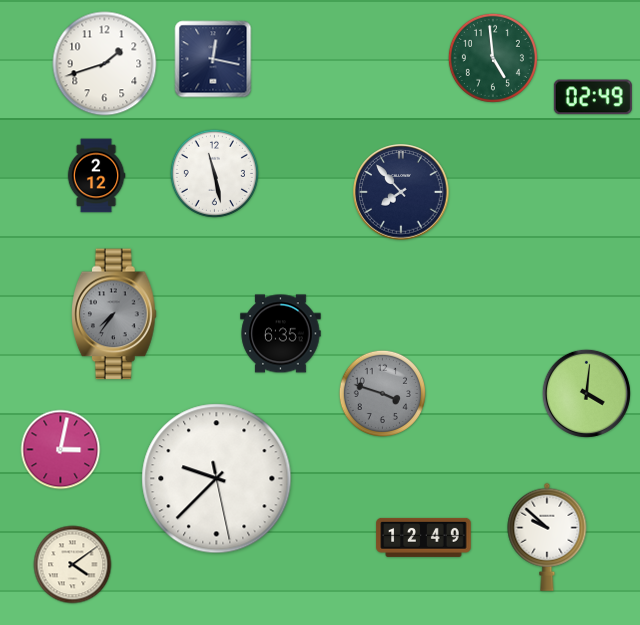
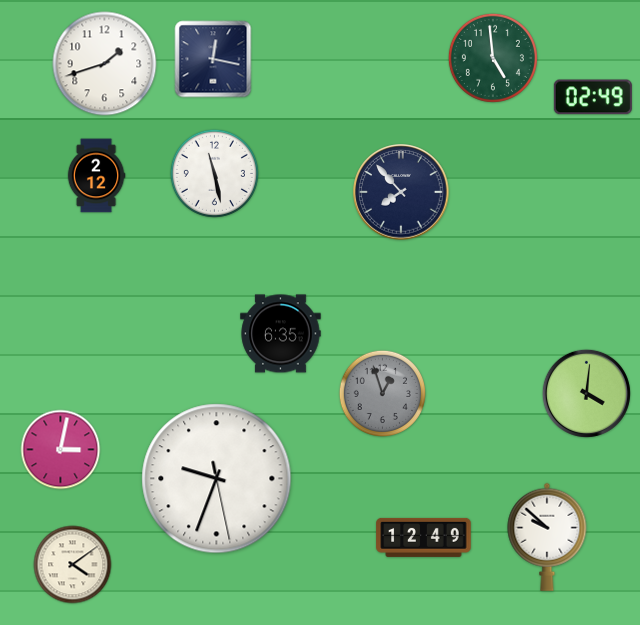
clock at (115, 314): 7:36 -> none
clock at (383, 394): 3:48 -> 12:57
clock at (217, 479): 9:37 -> 9:33
